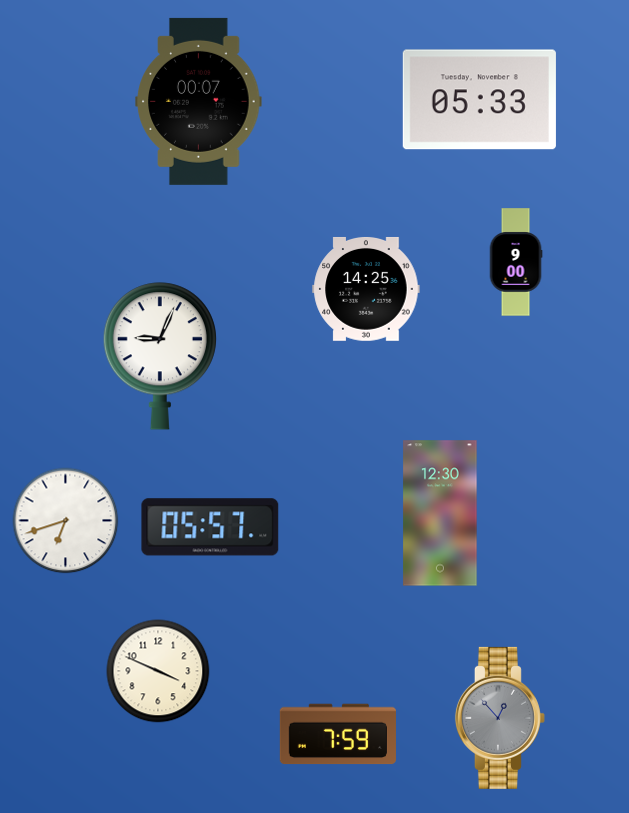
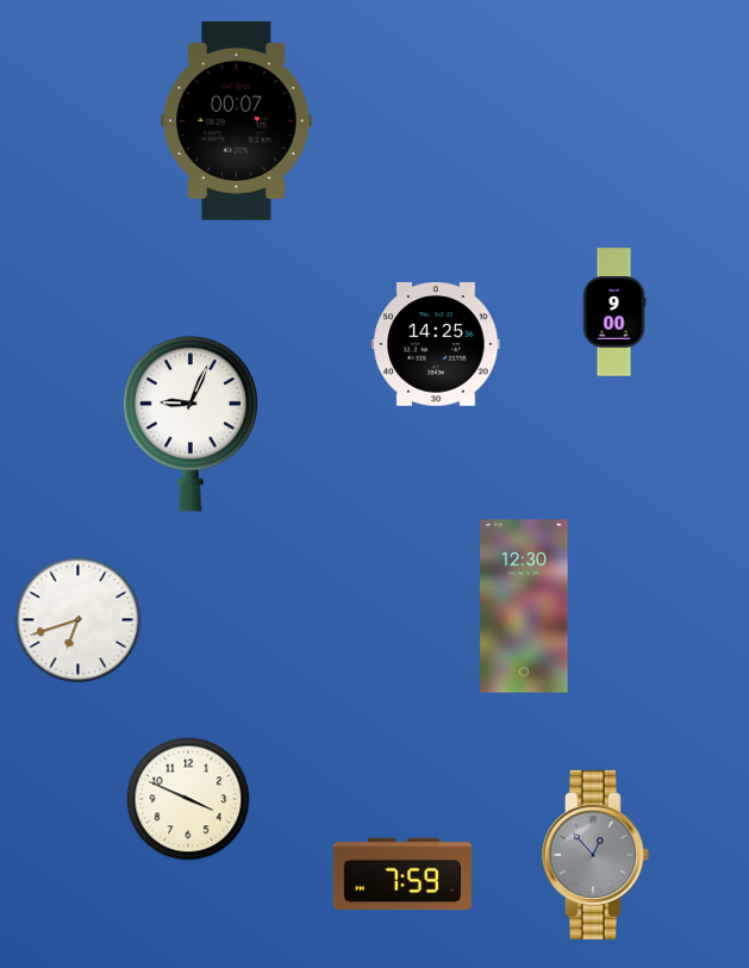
clock at (479, 100): 05:33 -> none
clock at (440, 513) position: (440, 513) -> (524, 606)
clock at (210, 527): 05:57 -> none
